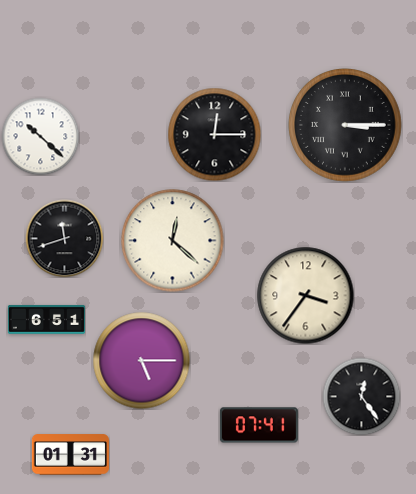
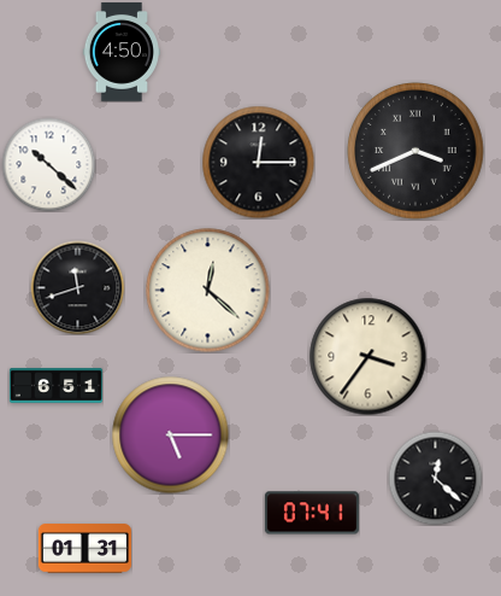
clock at (122, 52): none -> 4:50
clock at (345, 125): 3:15 -> 3:41
clock at (361, 396): 12:24 -> 12:22
